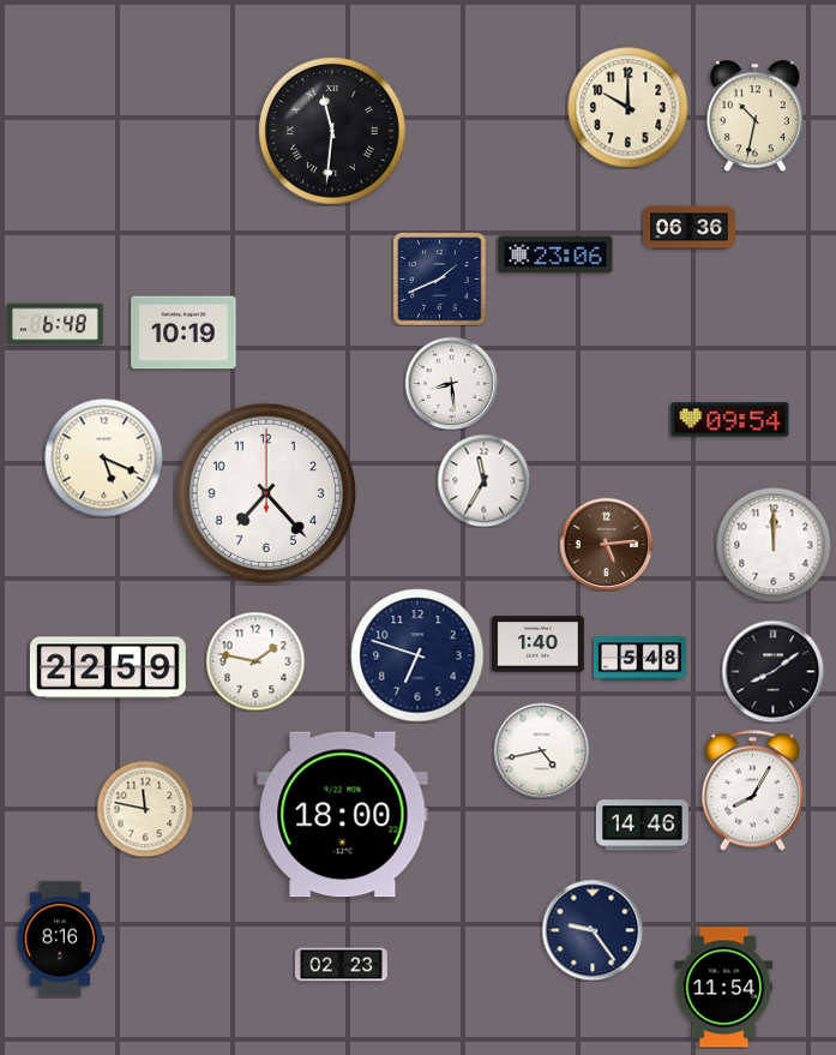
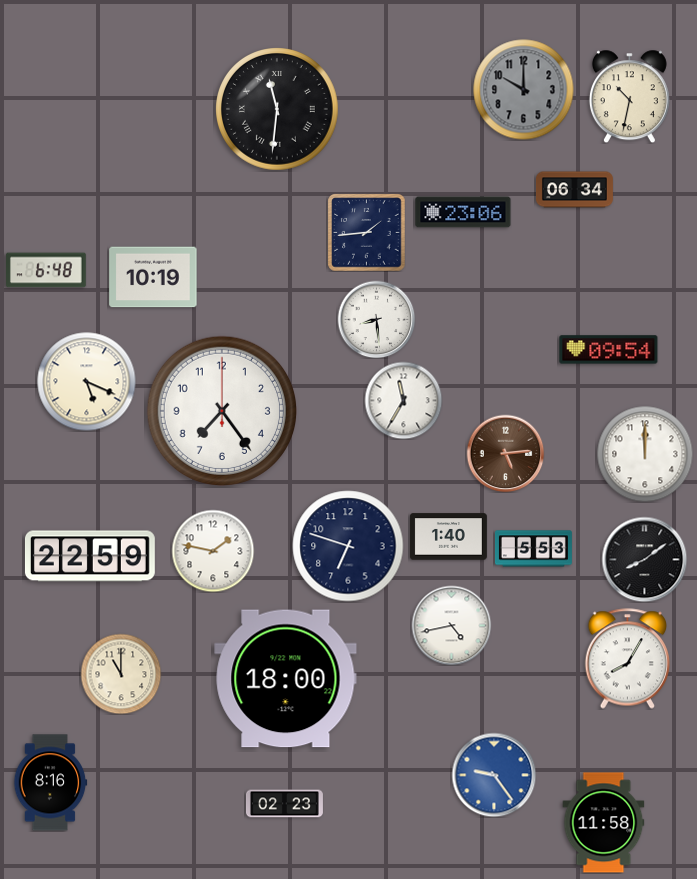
clock at (628, 108) dial: cream -> grey
clock at (688, 228): 06:36 -> 06:34
clock at (439, 278): 1:41 -> 1:44
clock at (265, 492): 7:23 -> 7:24
clock at (639, 659): 5:48 -> 5:53
clock at (145, 809): 11:47 -> 11:00
clock at (642, 826): 14:46 -> none
clock at (593, 930) dial: navy -> blue
clock at (724, 988): 11:54 -> 11:58
